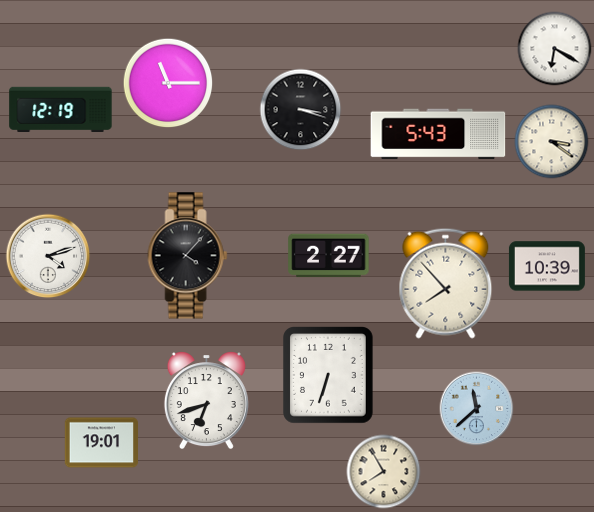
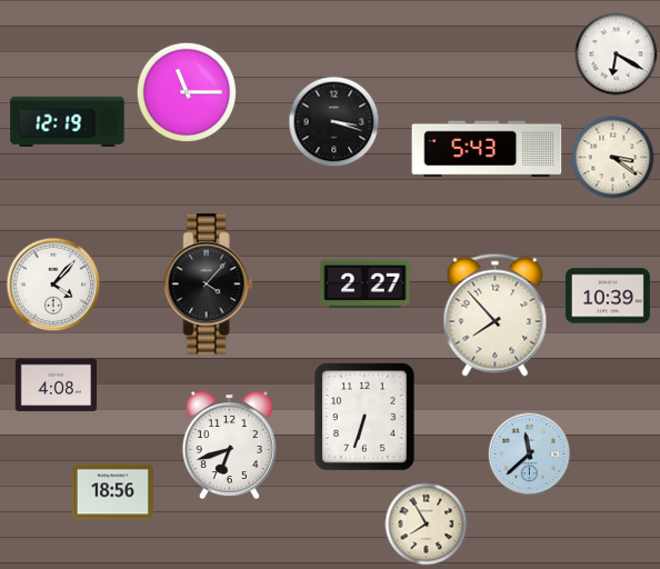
clock at (48, 256): 4:12 -> 4:07
clock at (57, 386): none -> 4:08
clock at (102, 443): 19:01 -> 18:56
